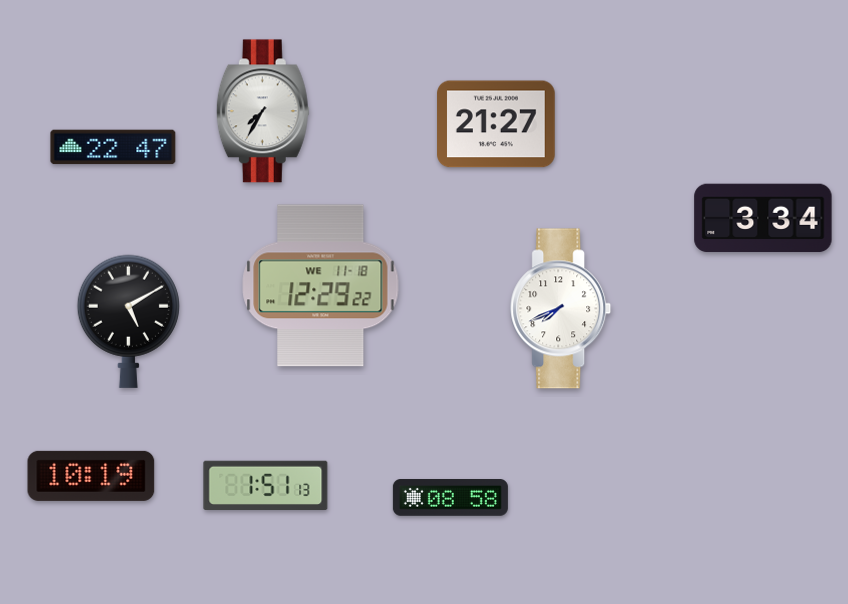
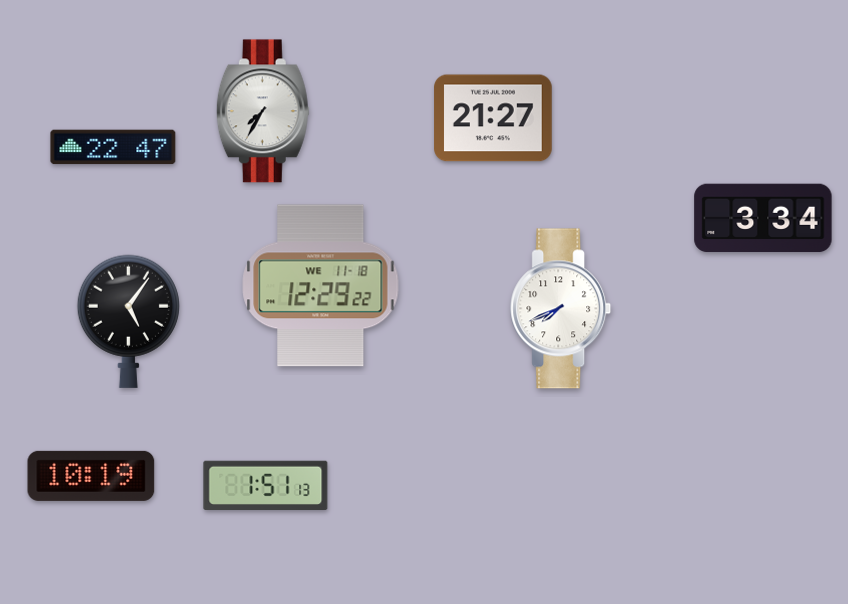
clock at (496, 124) position: (496, 124) -> (493, 118)
clock at (128, 321): 5:10 -> 5:06
clock at (450, 498): 08:58 -> none
